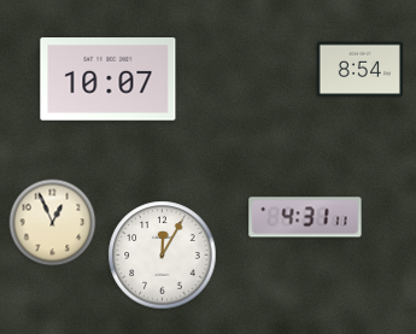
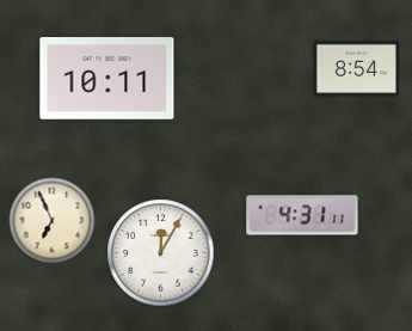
clock at (109, 80): 10:07 -> 10:11
clock at (53, 223): 12:56 -> 6:56
